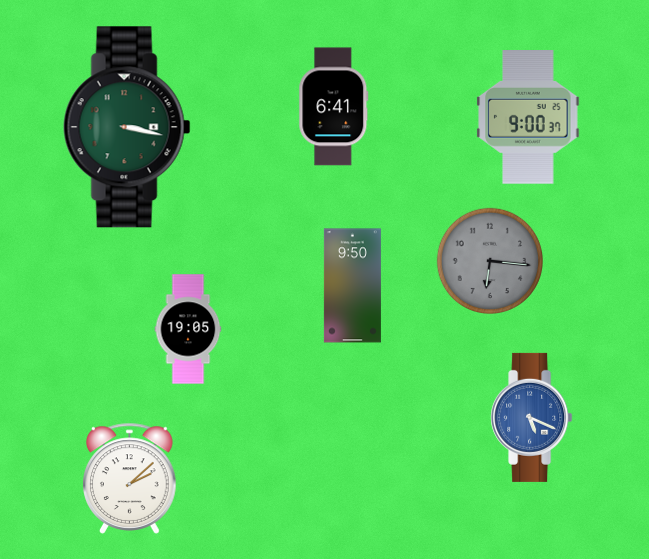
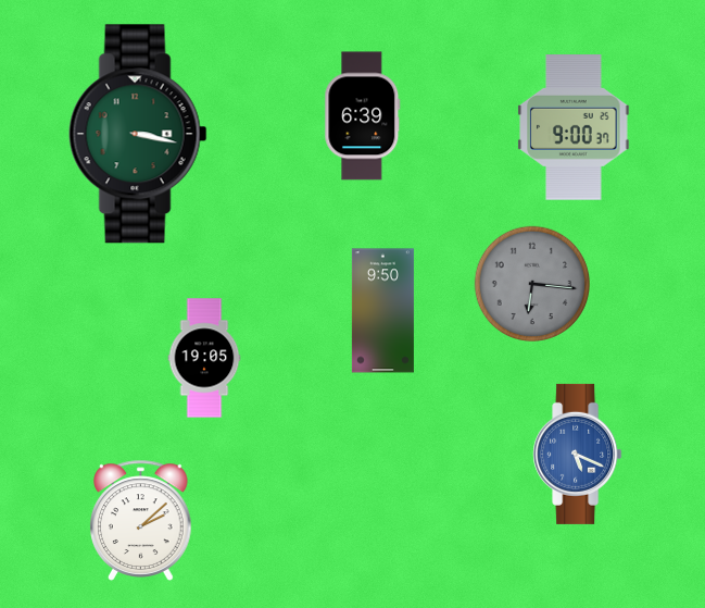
clock at (334, 107): 6:41 -> 6:39
clock at (127, 127) position: (127, 127) -> (138, 134)
